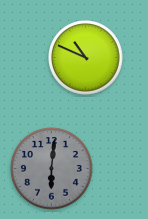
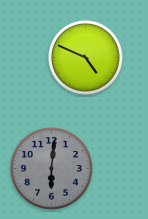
clock at (86, 58): 10:49 -> 4:49
